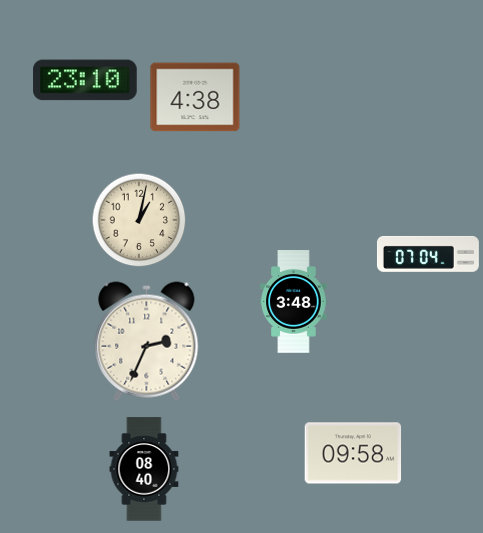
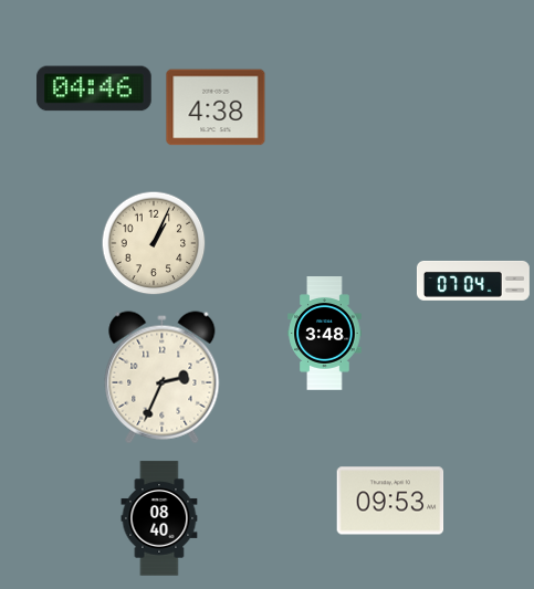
clock at (85, 80): 23:10 -> 04:46
clock at (139, 220): 1:02 -> 1:04
clock at (353, 453): 09:58 -> 09:53
